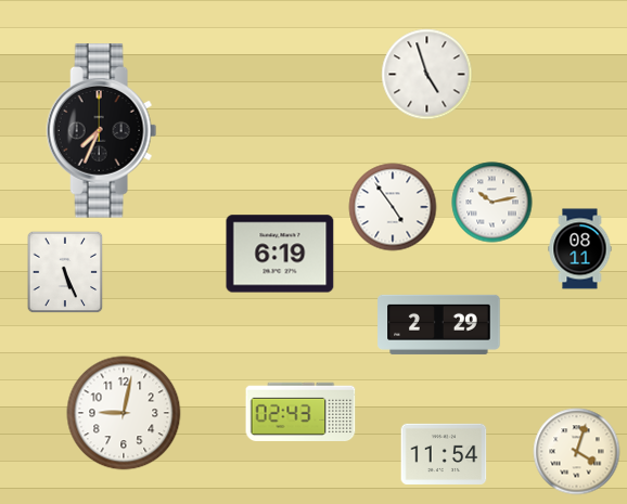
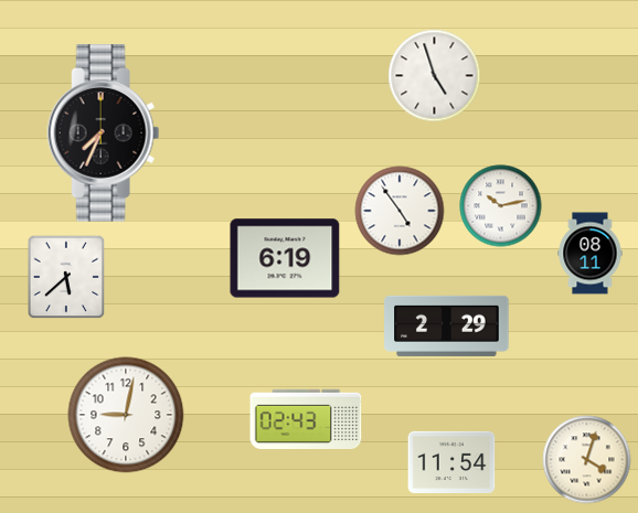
clock at (65, 272): 5:26 -> 5:38
clock at (439, 324) position: (439, 324) -> (447, 325)
clock at (124, 413) position: (124, 413) -> (126, 415)
